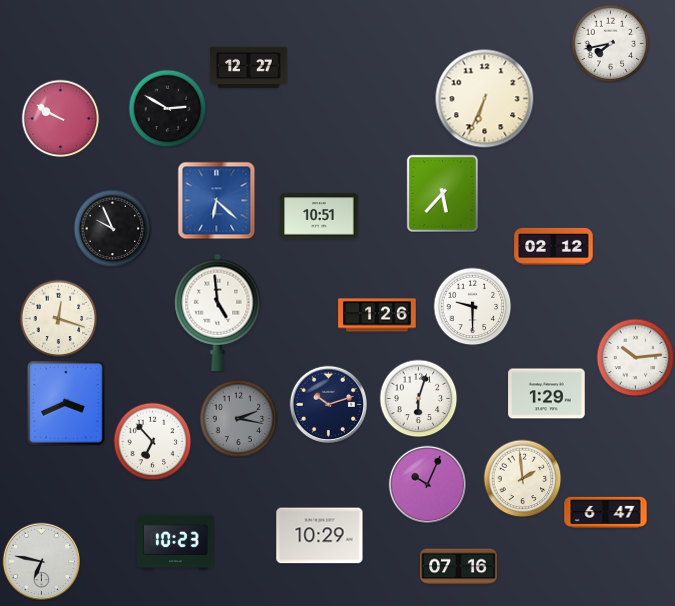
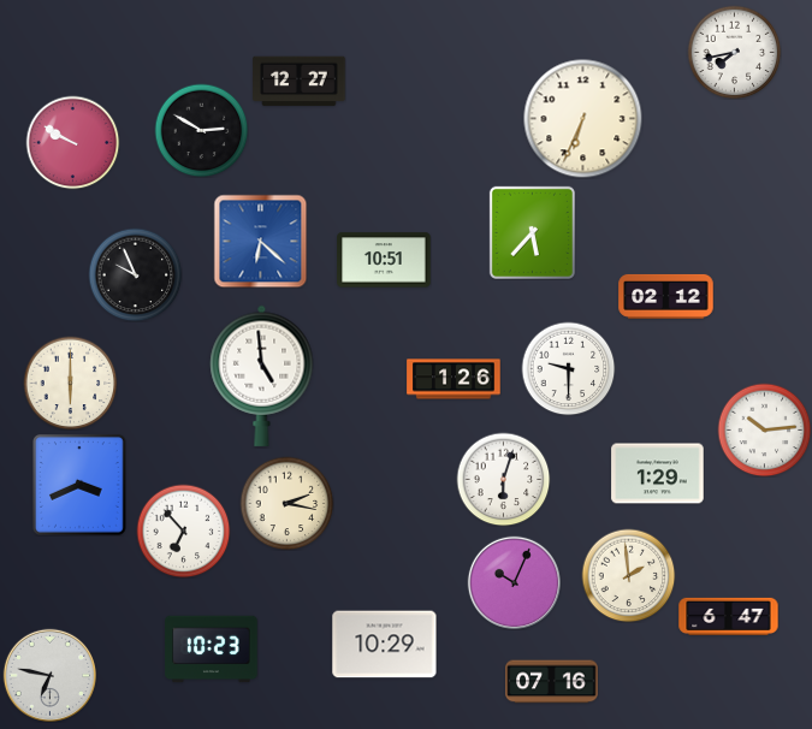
clock at (58, 318): 12:18 -> 6:00
clock at (328, 404): 10:12 -> none
clock at (238, 418) dial: grey -> cream
clock at (176, 543) position: (176, 543) -> (212, 650)
